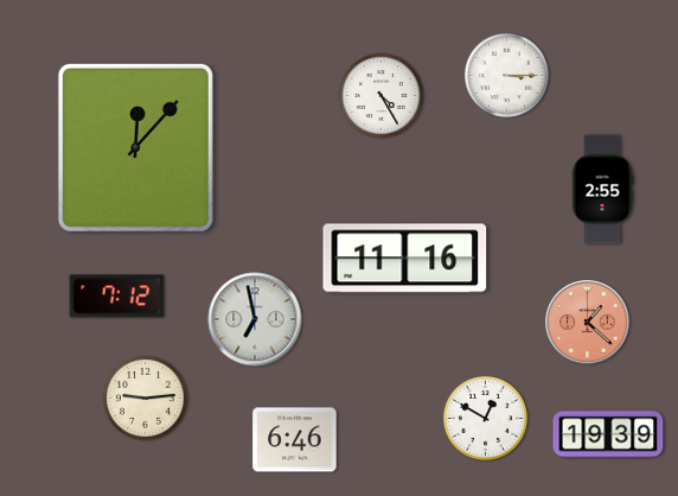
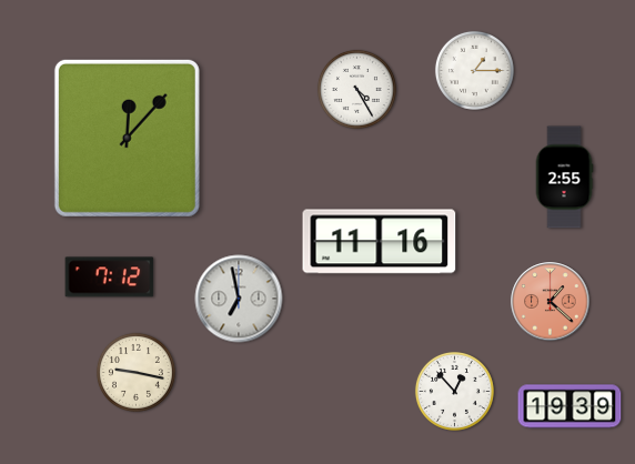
clock at (506, 75): 3:15 -> 1:15
clock at (145, 398): 9:14 -> 9:17
clock at (485, 418): 12:50 -> 12:53
clock at (295, 440): 6:46 -> none
